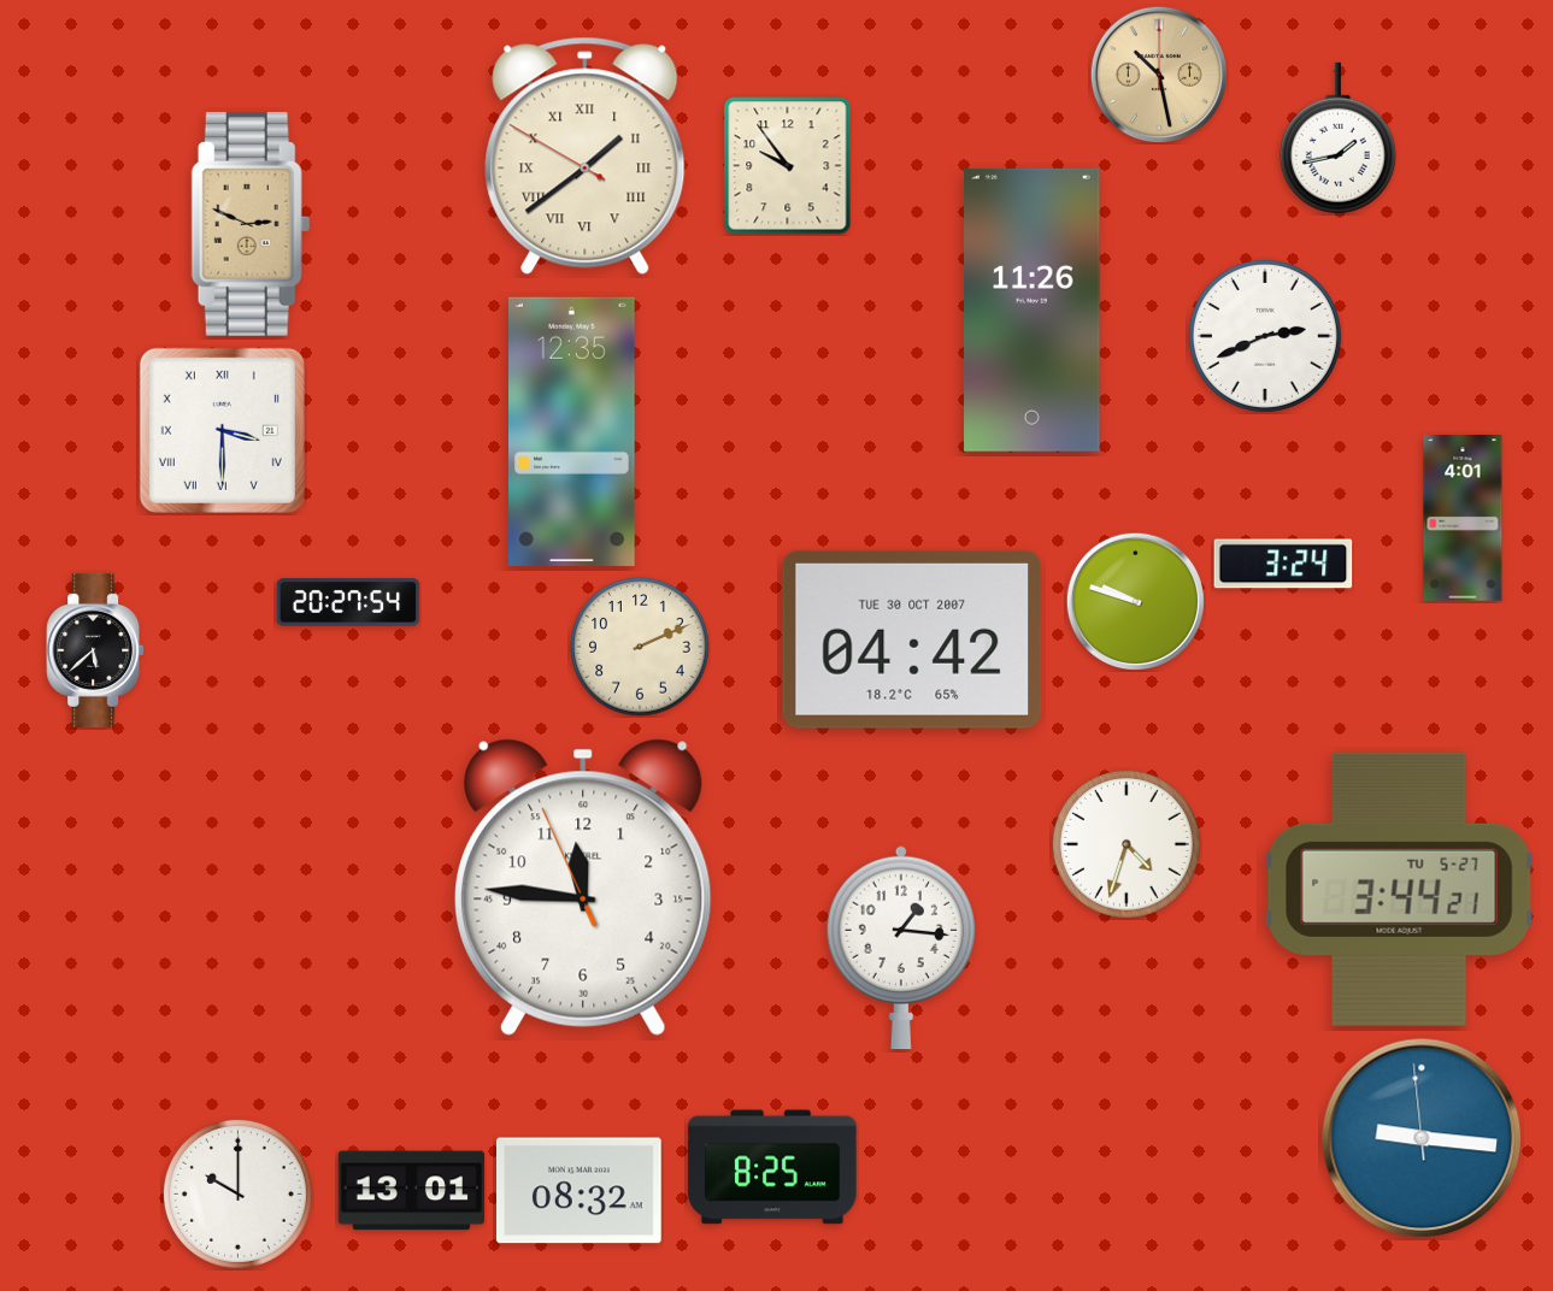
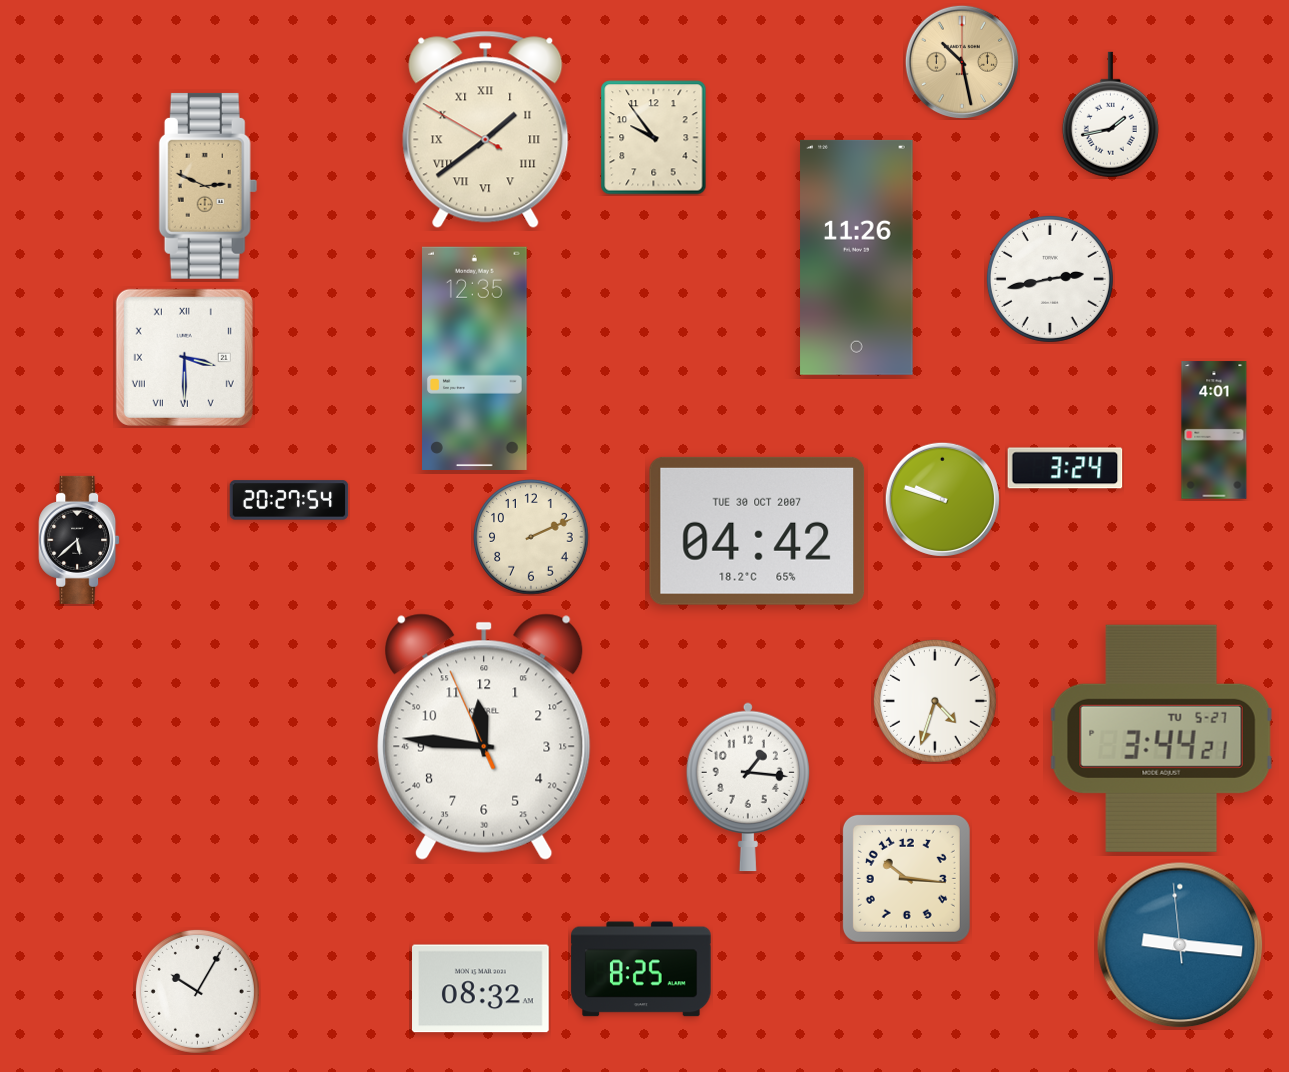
clock at (1265, 336): 2:41 -> 2:43
clock at (906, 878): none -> 10:16
clock at (411, 1191): 13:01 -> none
clock at (237, 1193): 10:00 -> 10:05
